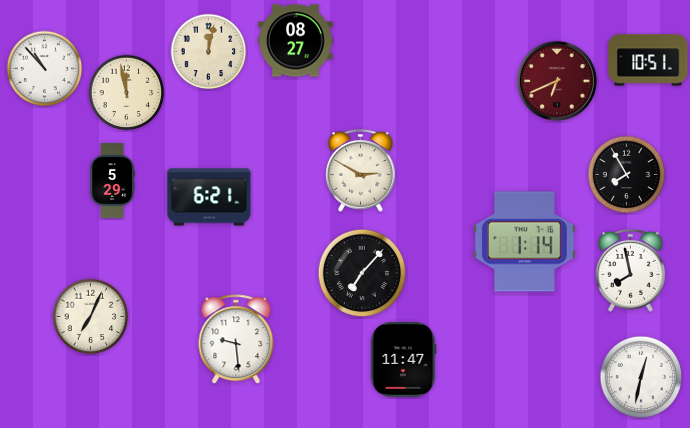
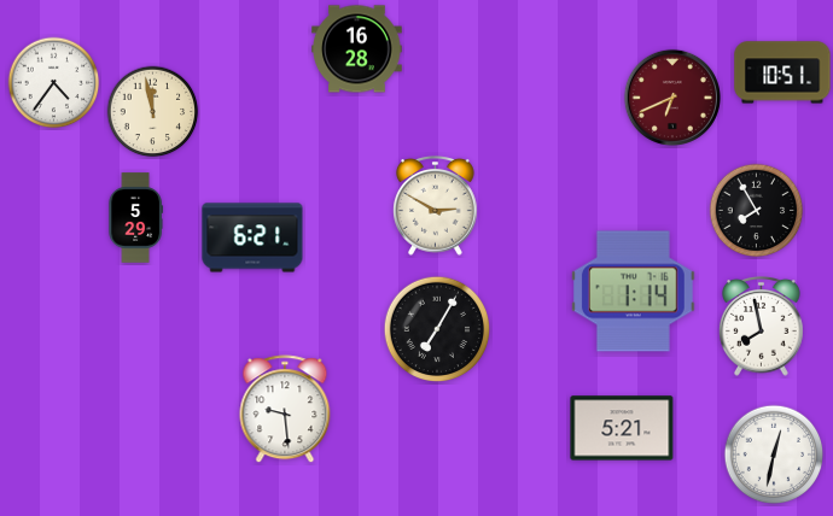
clock at (296, 41): 08:27 -> 16:28
clock at (209, 52): 12:02 -> none
clock at (45, 69): 10:53 -> 4:36
clock at (362, 273): 7:07 -> 7:05
clock at (91, 317): 7:04 -> none
clock at (622, 428): none -> 5:21
clock at (403, 360): 11:47 -> none
